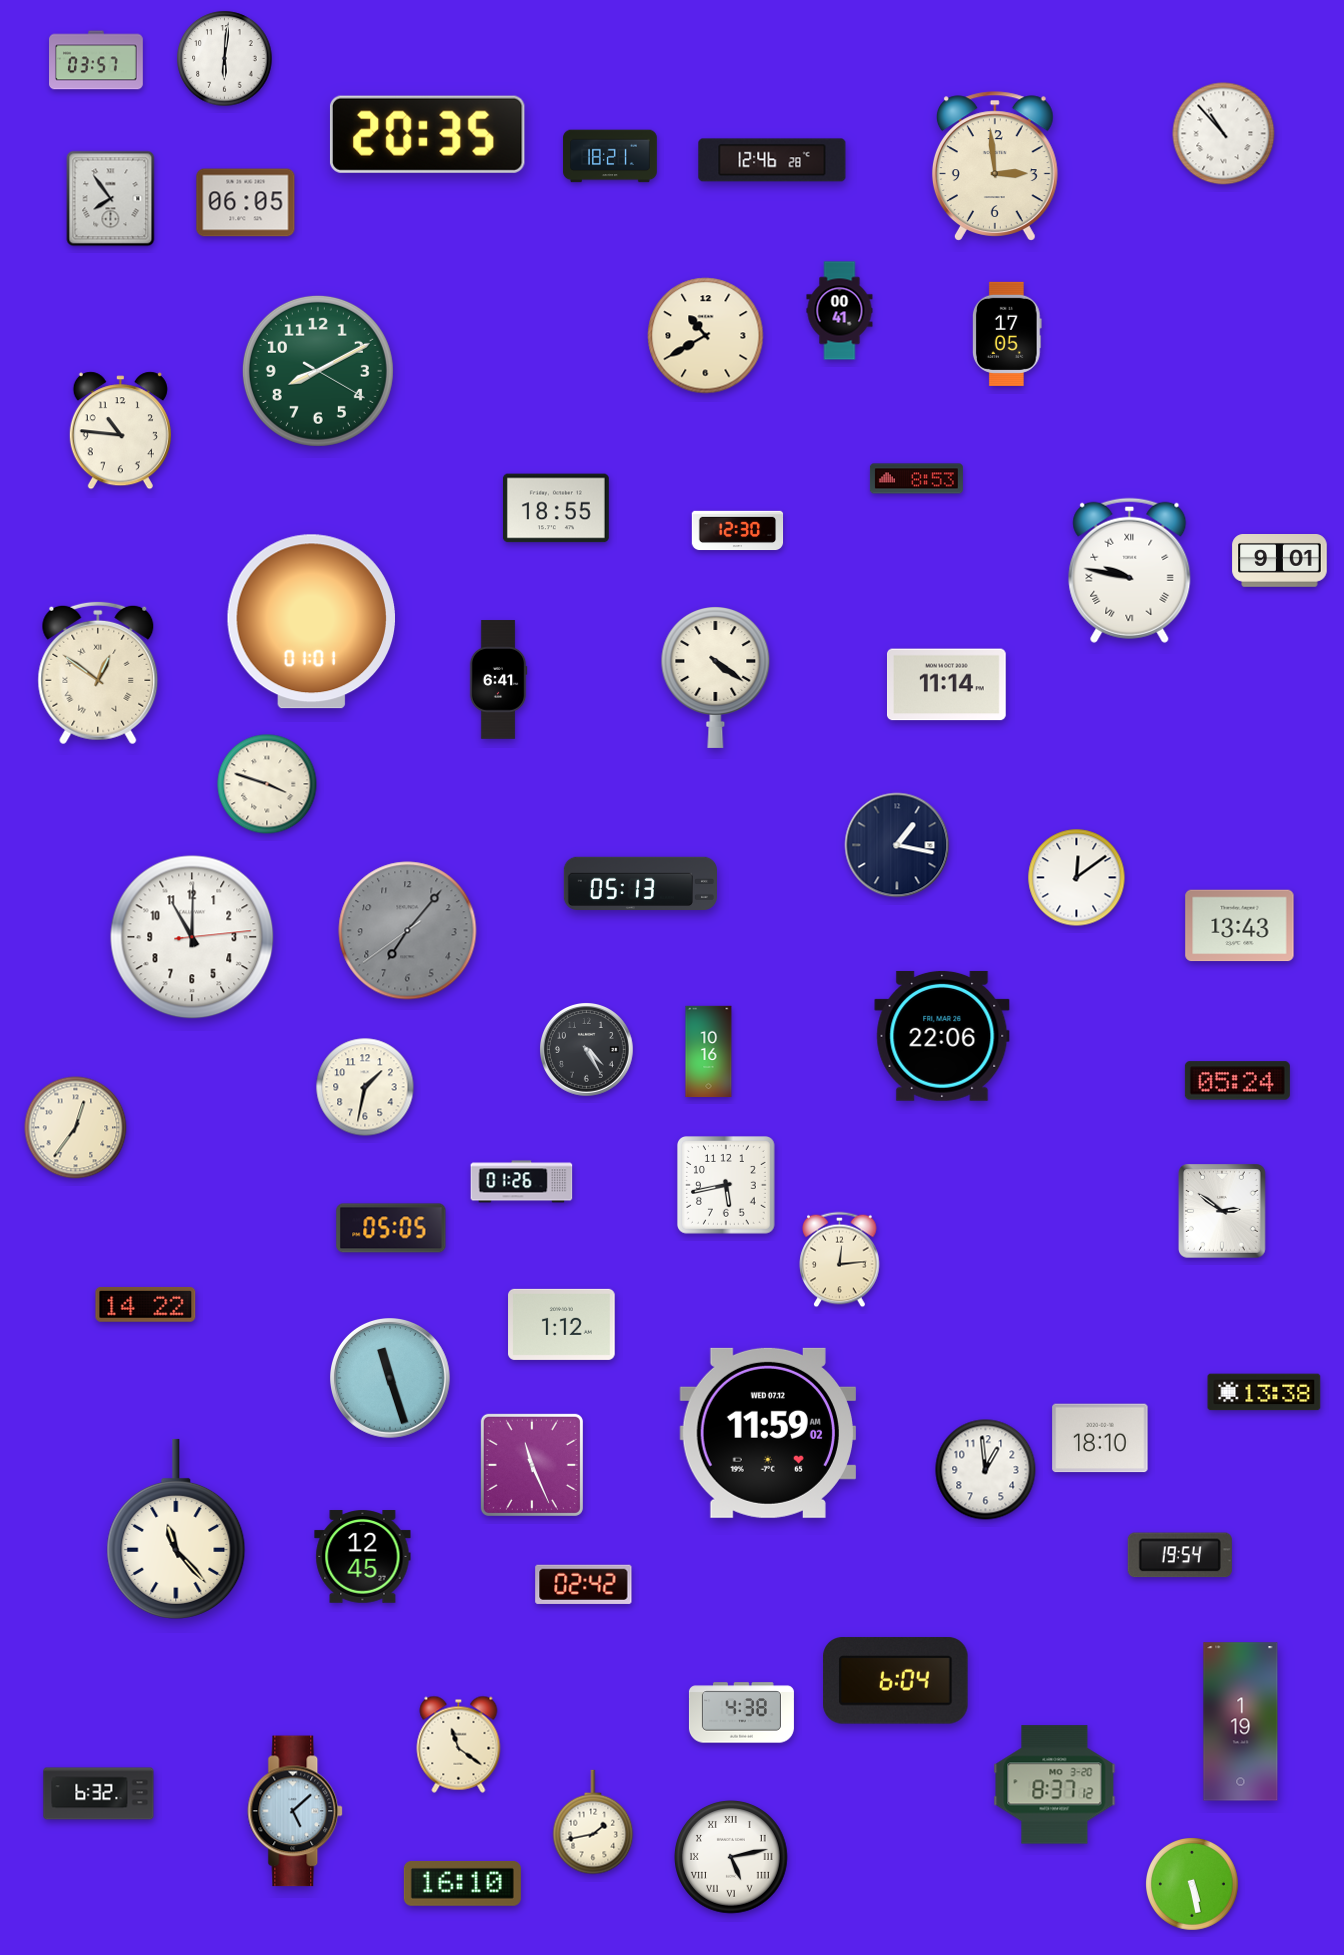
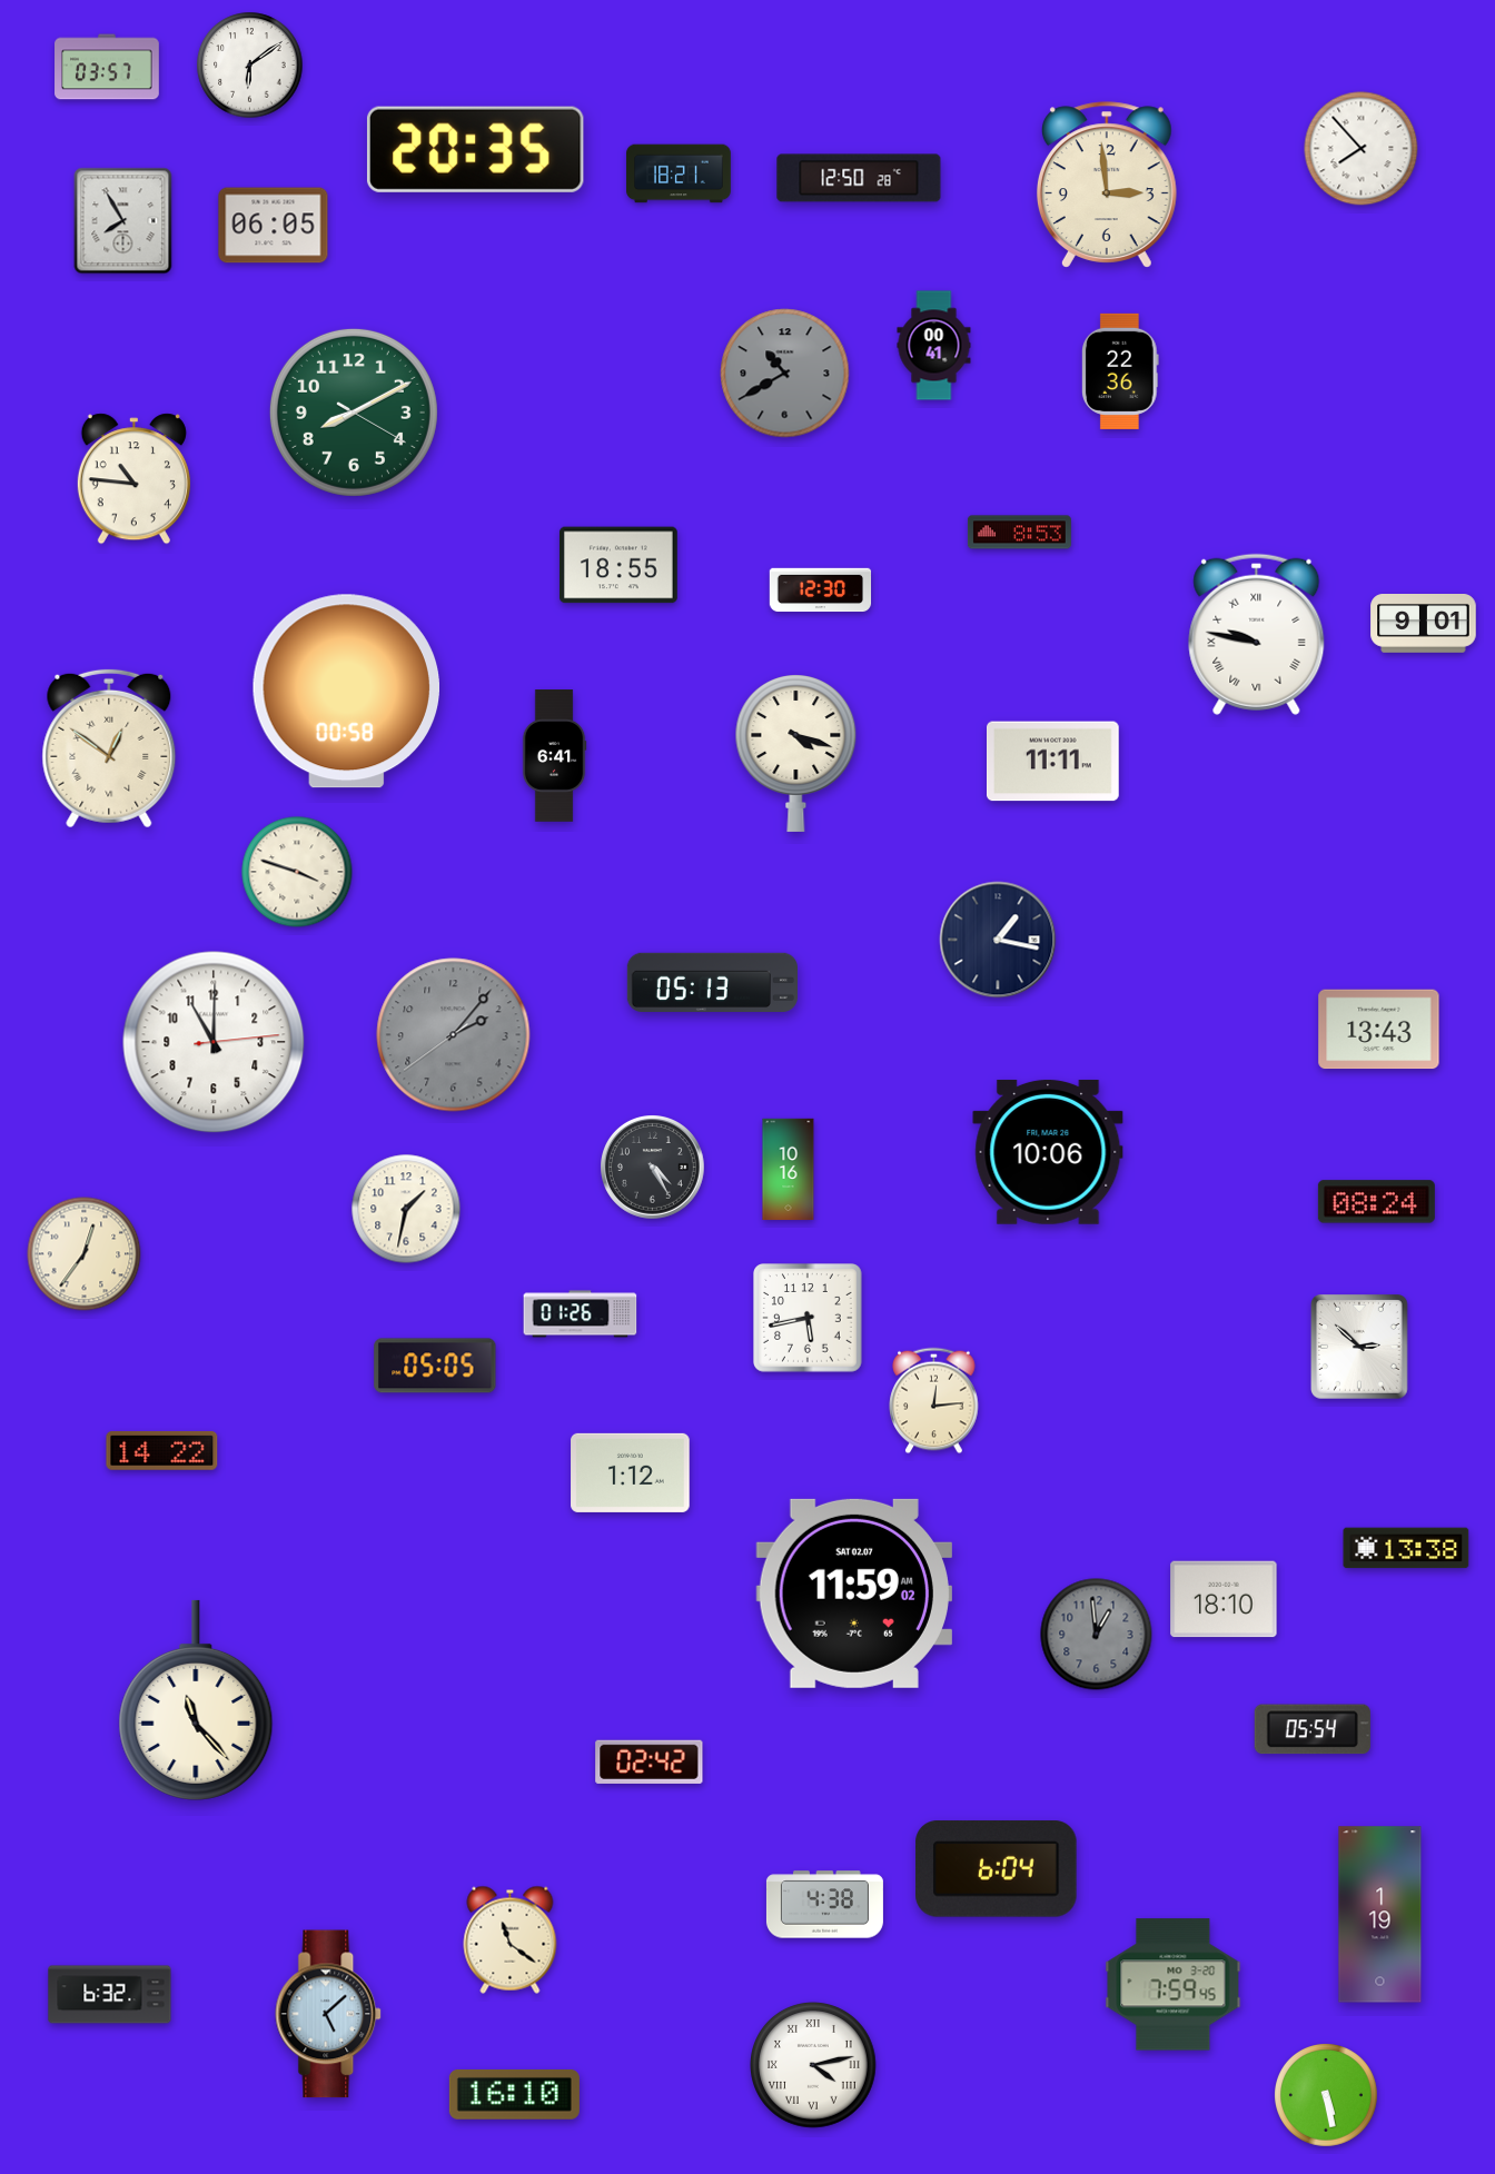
clock at (225, 59): 6:01 -> 6:09
clock at (1224, 134): 10:53 -> 7:53
clock at (772, 160): 12:46 -> 12:50
clock at (111, 199): 7:54 -> 7:55
clock at (1008, 334): 17:05 -> 22:36
clock at (706, 336) dial: cream -> grey
clock at (311, 622): 01:01 -> 00:58
clock at (716, 678): 4:21 -> 4:18
clock at (947, 685): 11:14 -> 11:11
clock at (1077, 878): 12:09 -> none
clock at (408, 931): 7:06 -> 2:06
clock at (942, 1036): 22:06 -> 10:06
clock at (1237, 1081): 05:24 -> 08:24
clock at (1223, 1212): 2:51 -> 2:52
clock at (562, 1324) position: (562, 1324) -> (631, 1472)
clock at (391, 1379): 11:27 -> none
clock at (767, 1433) date: WED 07.12 -> SAT 02.07
clock at (532, 1465): 11:26 -> none
clock at (986, 1470) dial: white -> grey
clock at (1180, 1555): 19:54 -> 05:54
clock at (363, 1557): 12:45 -> none
clock at (1055, 1785): 8:37 -> 7:59
clock at (593, 1822): 1:43 -> none
clock at (732, 1858): 5:13 -> 4:13
